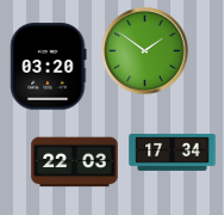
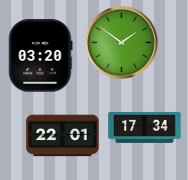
clock at (75, 162): 22:03 -> 22:01
